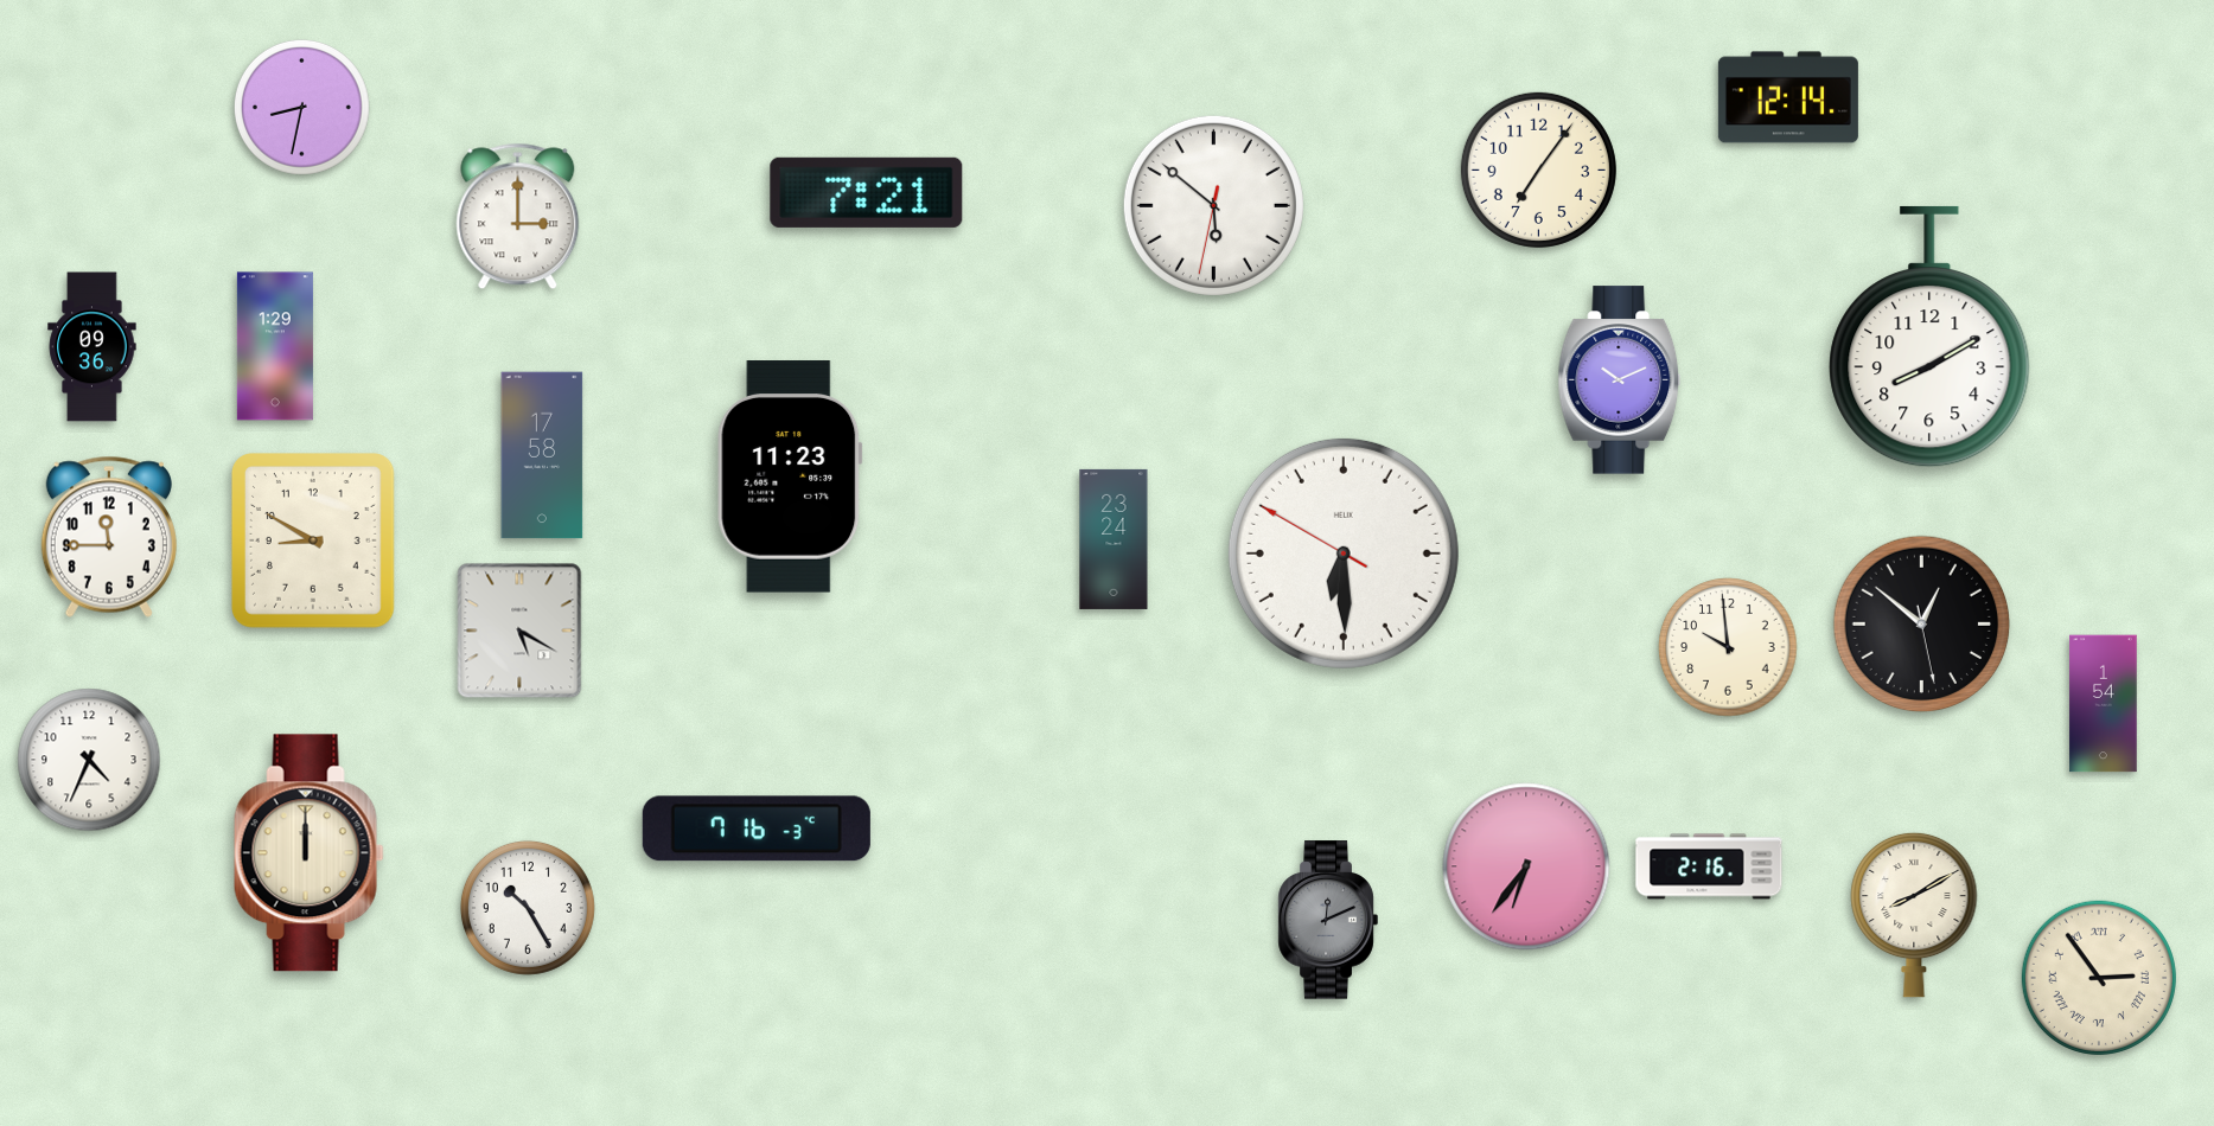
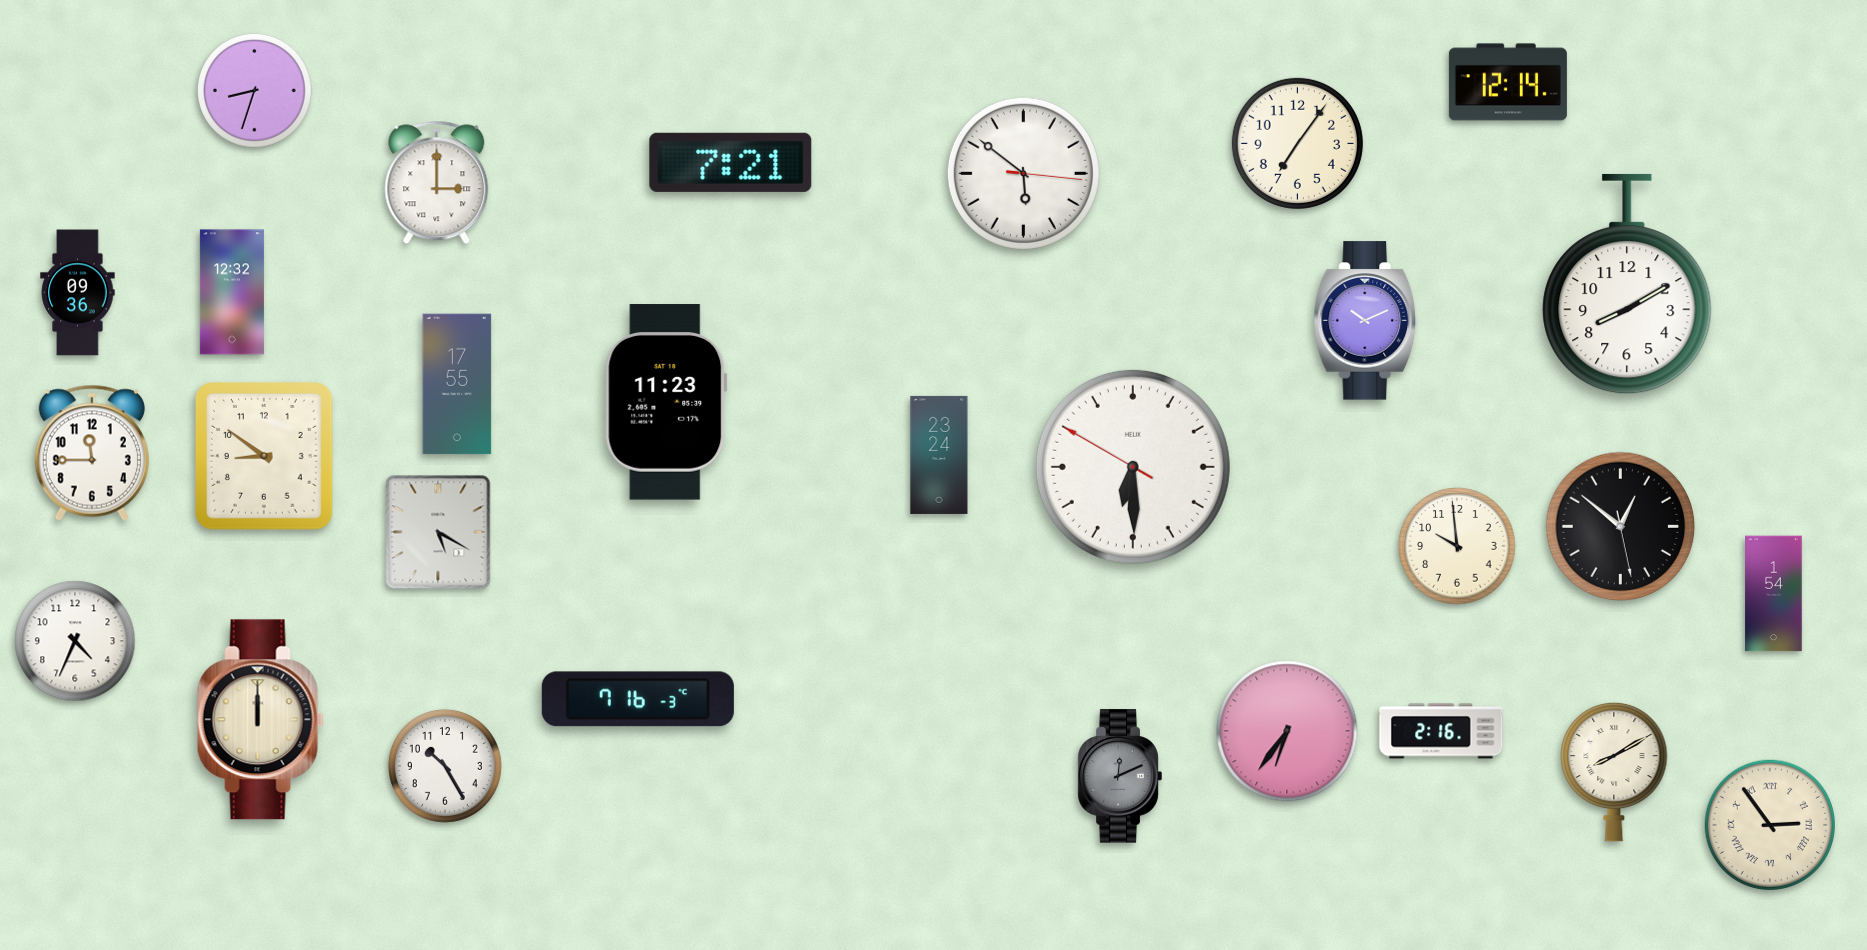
clock at (301, 107): 8:32 -> 8:33
clock at (1213, 205): 5:51:32 -> 5:51:16
clock at (275, 346): 1:29 -> 12:32
clock at (542, 455): 17:58 -> 17:55
clock at (314, 542): 8:50 -> 8:51
